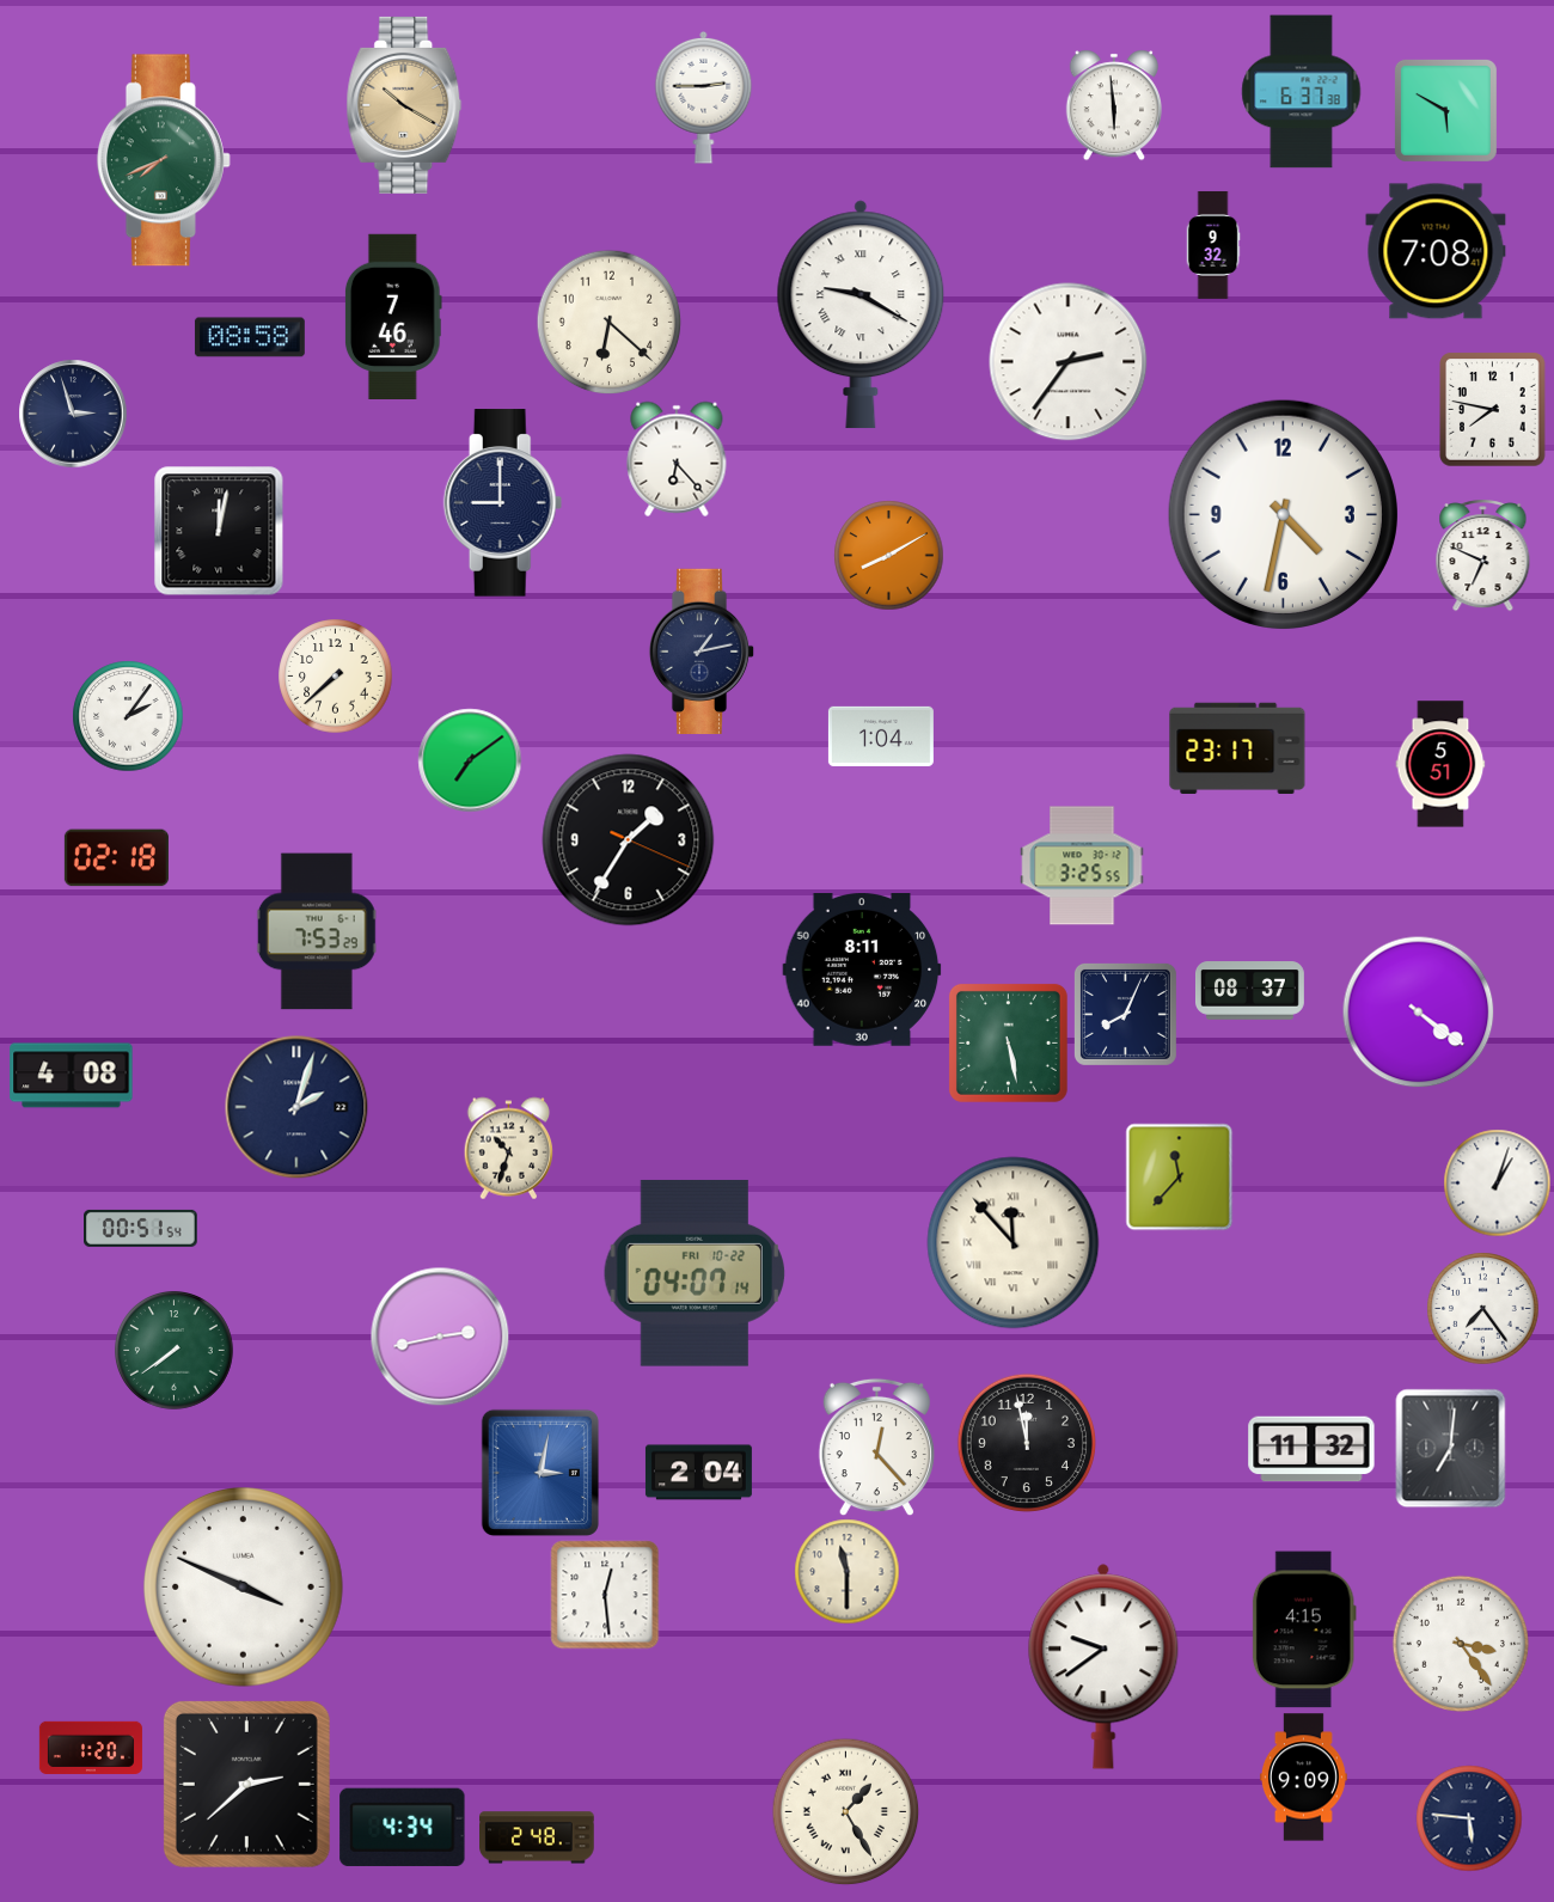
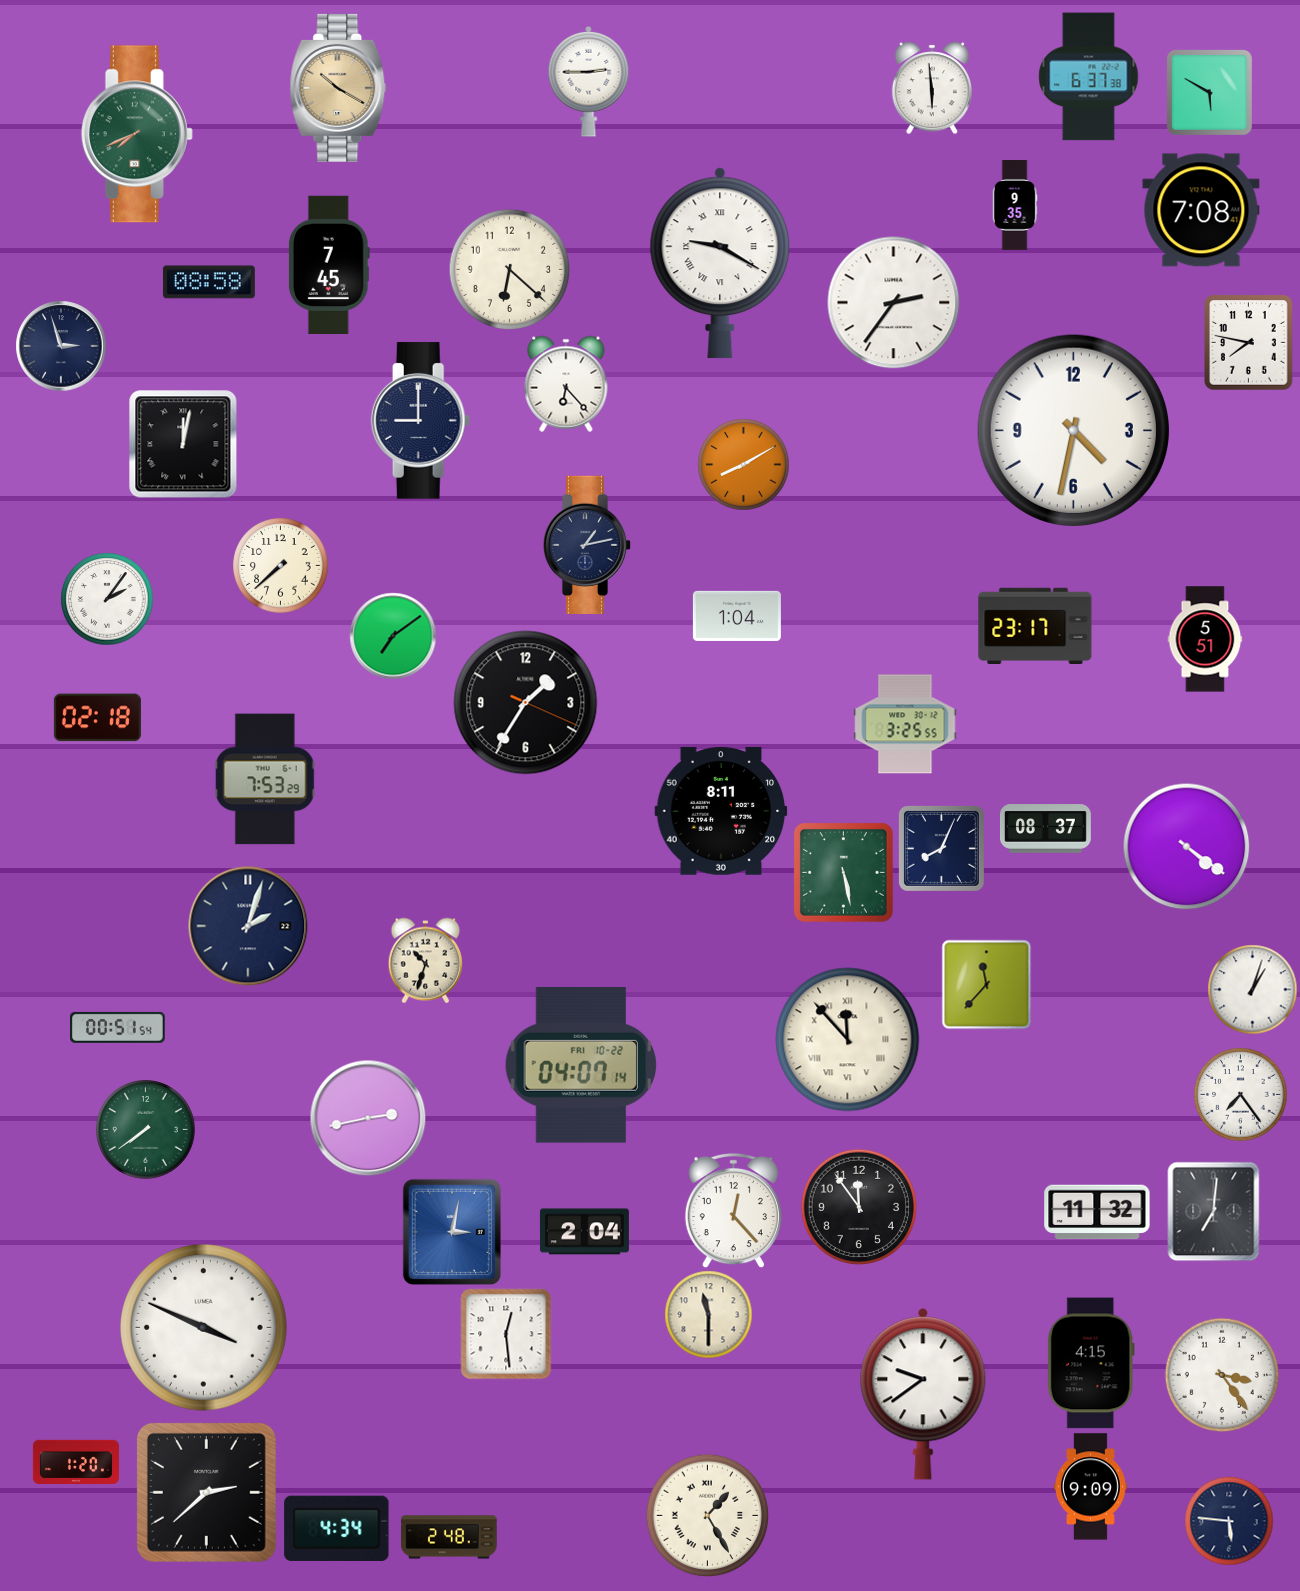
clock at (1213, 245): 9:32 -> 9:35
clock at (393, 316): 7:46 -> 7:45
clock at (1483, 556): 6:49 -> none
clock at (72, 1076): 4:08 -> none
clock at (1027, 1443): 11:58 -> 11:54
